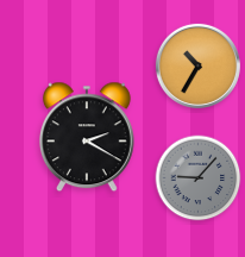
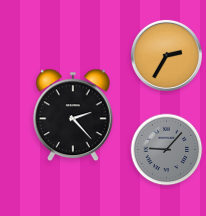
clock at (197, 65): 10:35 -> 2:35
clock at (87, 137): 2:20 -> 2:23
